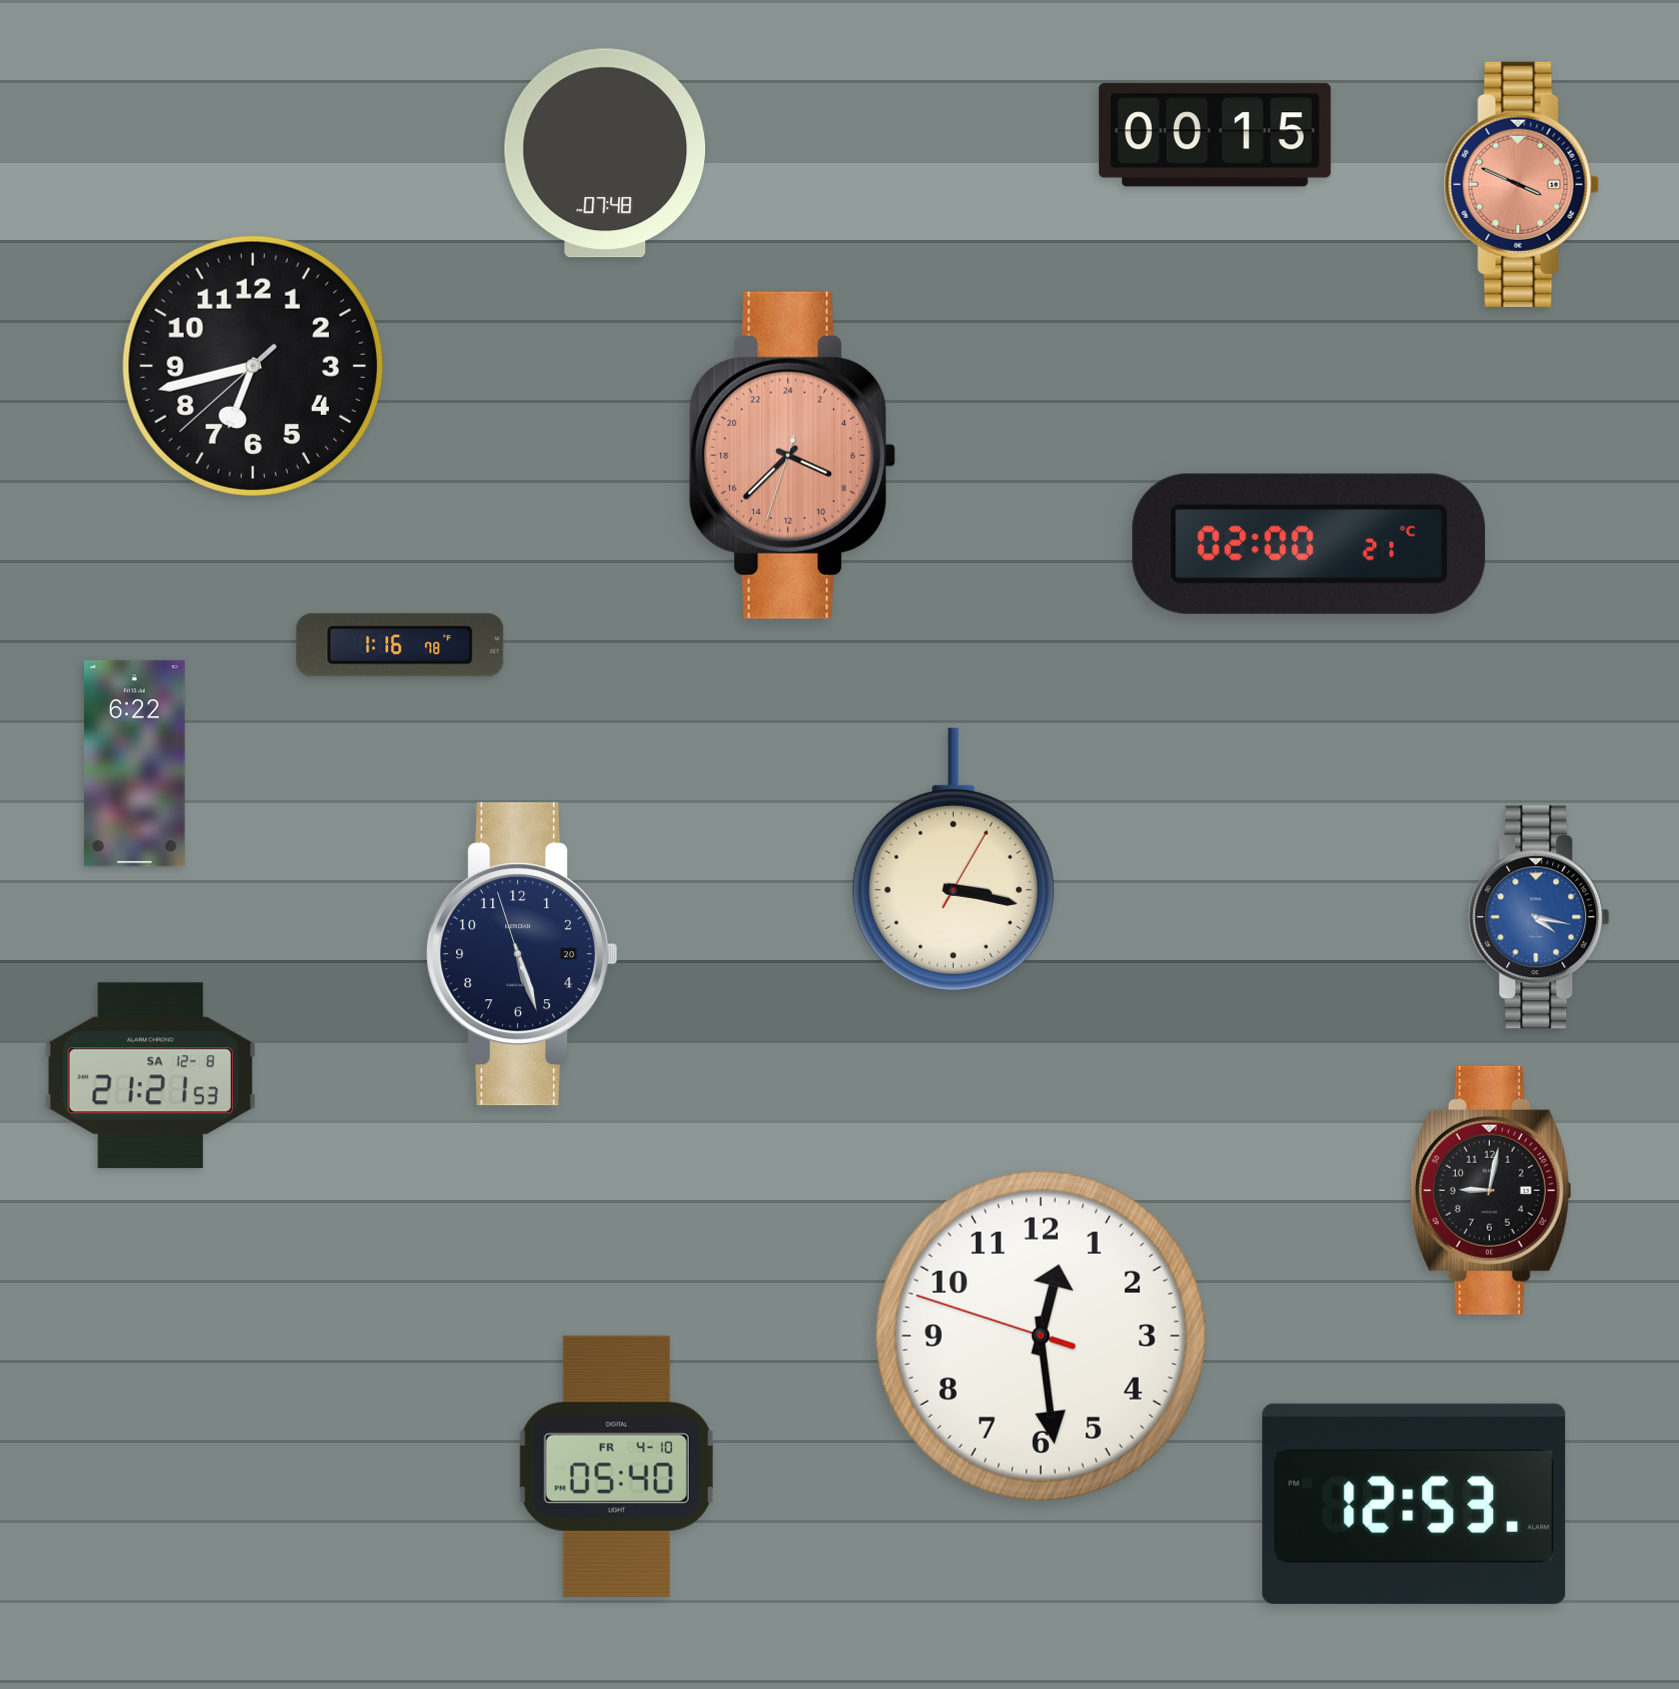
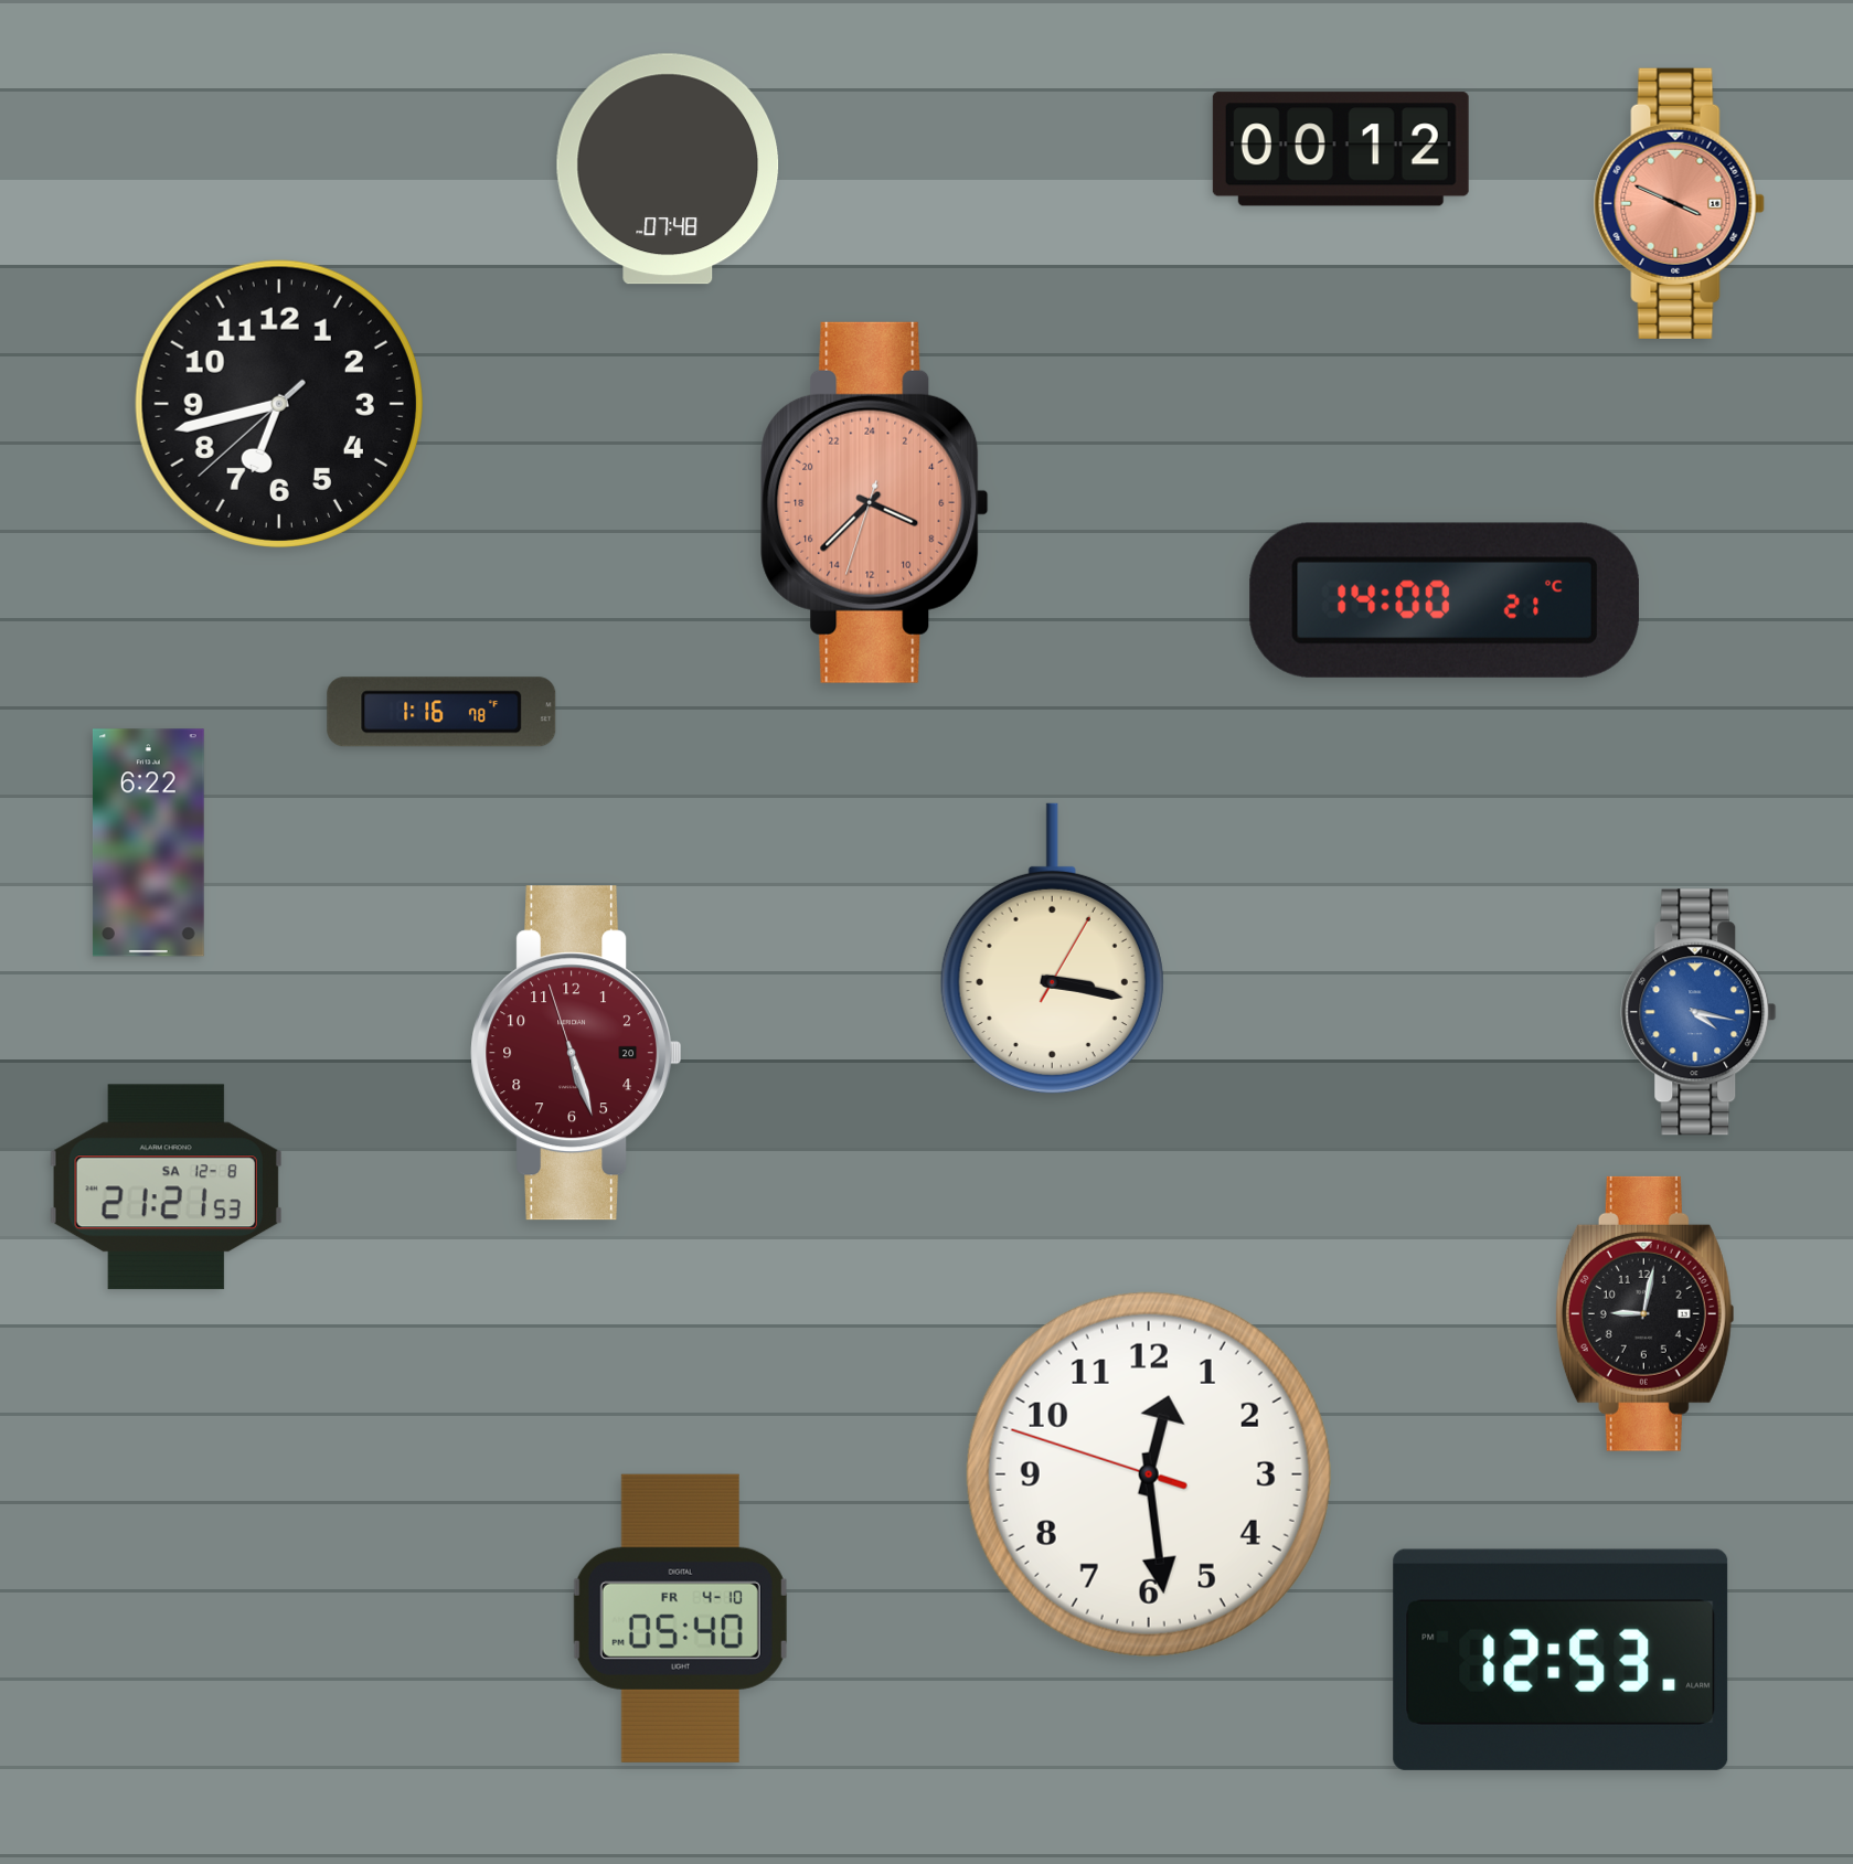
clock at (1215, 135): 00:15 -> 00:12
clock at (1309, 544): 02:00 -> 14:00
clock at (522, 954) dial: navy -> burgundy
